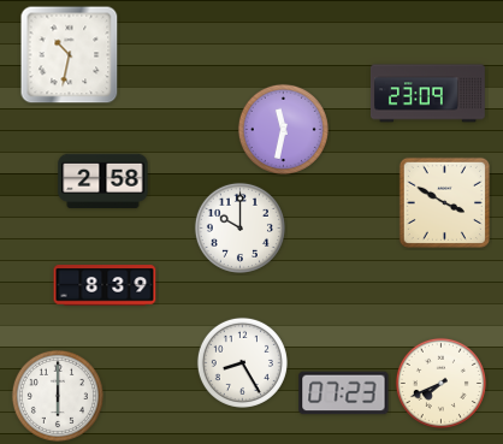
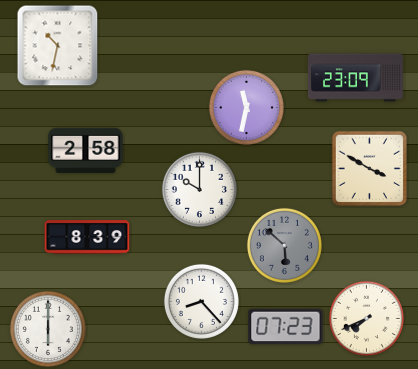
clock at (283, 129) position: (283, 129) -> (246, 107)
clock at (284, 245): none -> 5:52
clock at (242, 362): 8:25 -> 8:23
